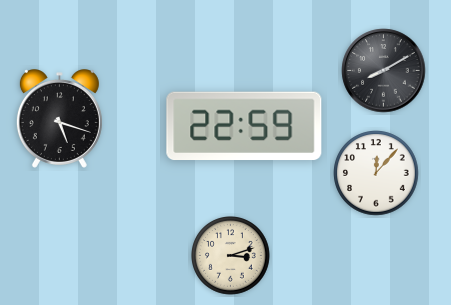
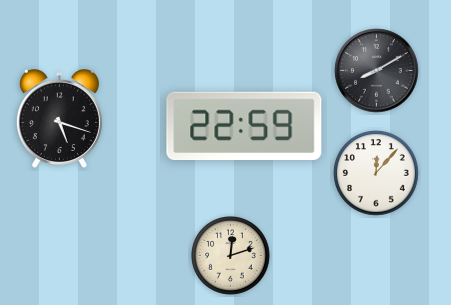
clock at (384, 71) position: (384, 71) -> (377, 71)
clock at (231, 256): 3:12 -> 12:12
